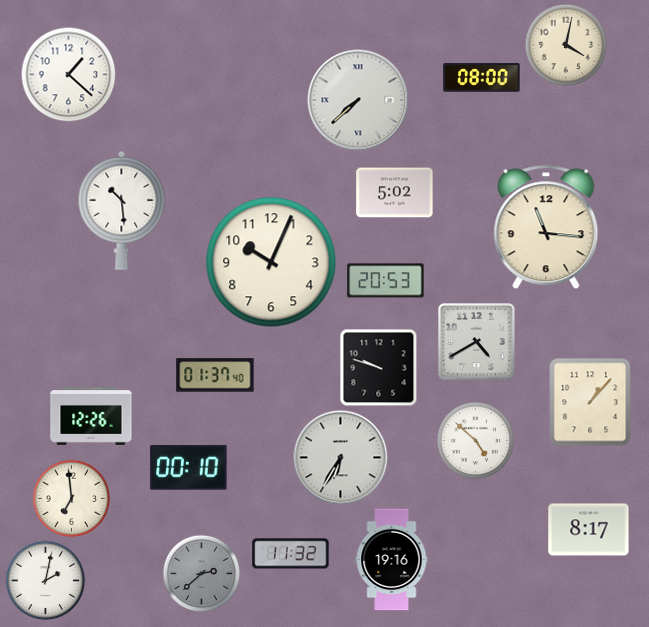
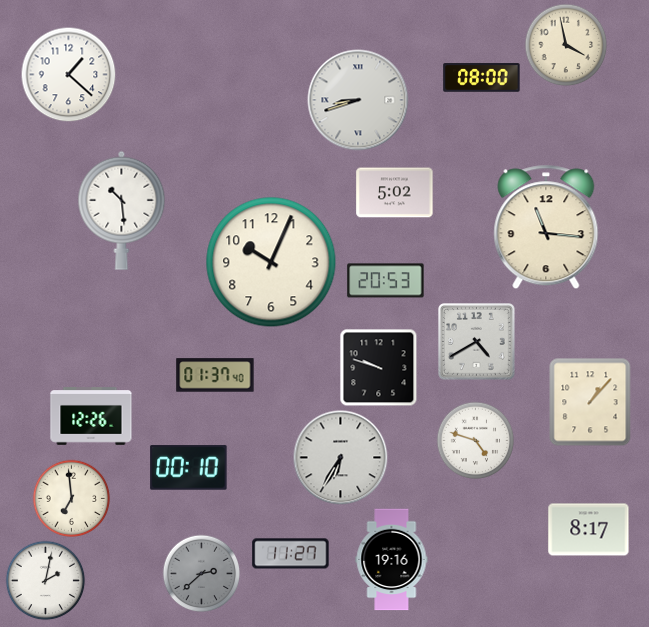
clock at (566, 45): 4:02 -> 3:58
clock at (358, 100): 7:38 -> 8:42
clock at (475, 440): 4:52 -> 4:48
clock at (291, 554): 11:32 -> 11:27
